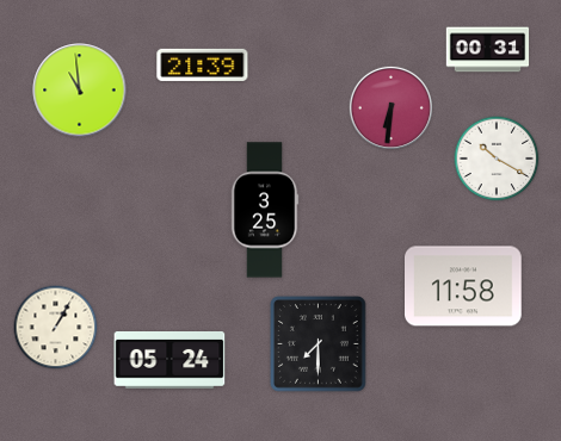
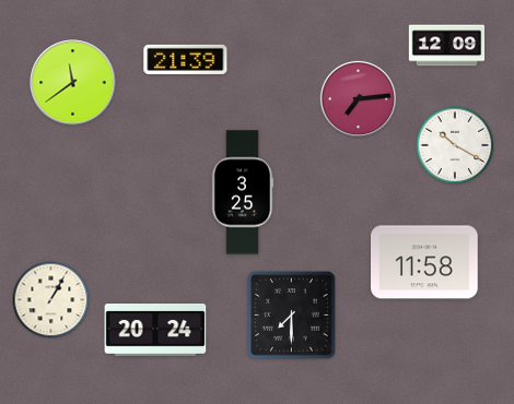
clock at (488, 50): 00:31 -> 12:09
clock at (80, 91): 10:59 -> 11:39
clock at (390, 107): 6:31 -> 7:14
clock at (169, 361): 05:24 -> 20:24
